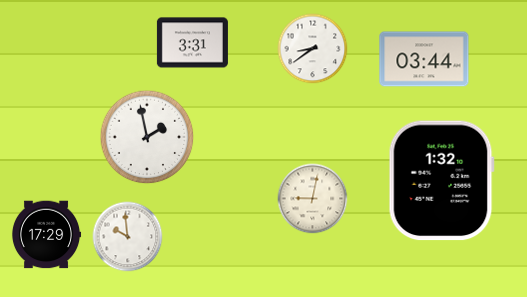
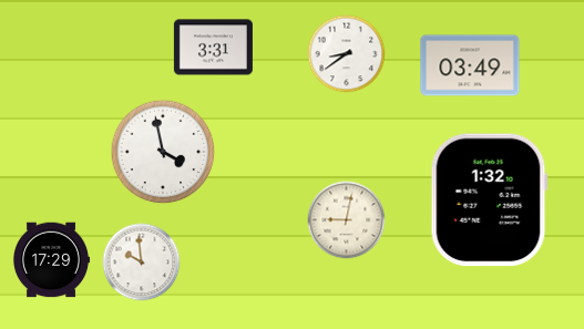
clock at (424, 59): 03:44 -> 03:49
clock at (147, 137): 1:58 -> 3:58
